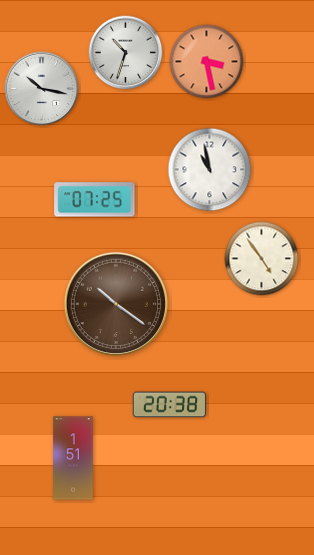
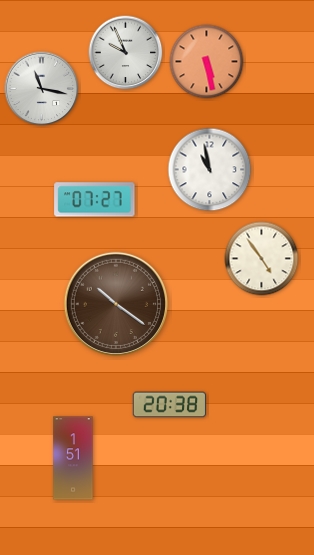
clock at (126, 53): 10:33 -> 9:56
clock at (207, 62): 3:28 -> 5:28
clock at (42, 89): 10:17 -> 11:17
clock at (95, 200): 07:25 -> 07:27
